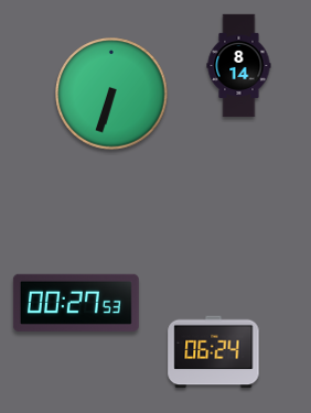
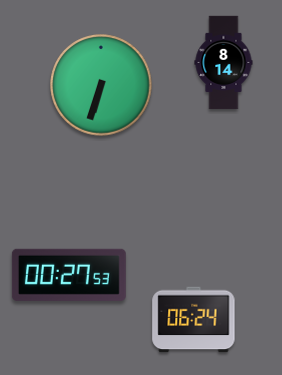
clock at (239, 66) position: (239, 66) -> (224, 63)
